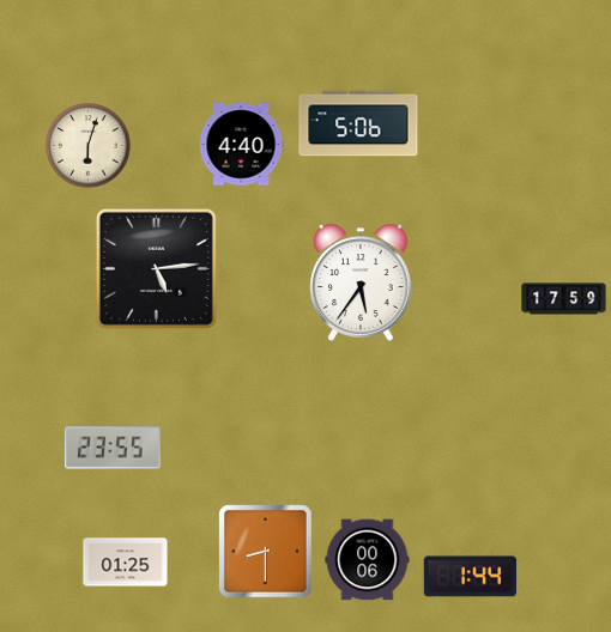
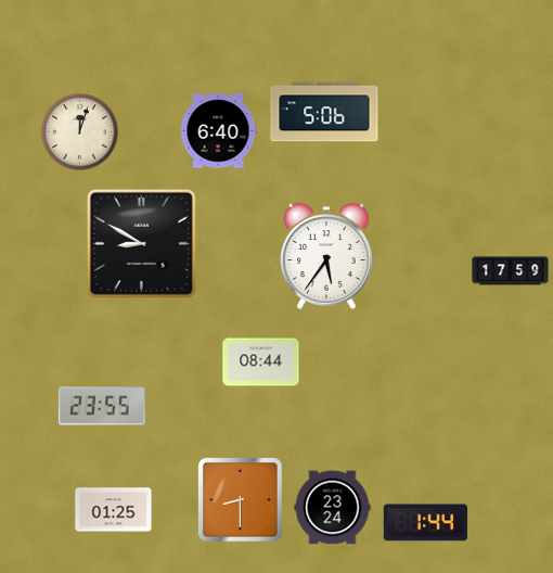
clock at (241, 145): 4:40 -> 6:40
clock at (89, 146): 6:03 -> 12:03
clock at (156, 268): 5:14 -> 8:50
clock at (261, 362): none -> 08:44
clock at (368, 560): 00:06 -> 23:24
